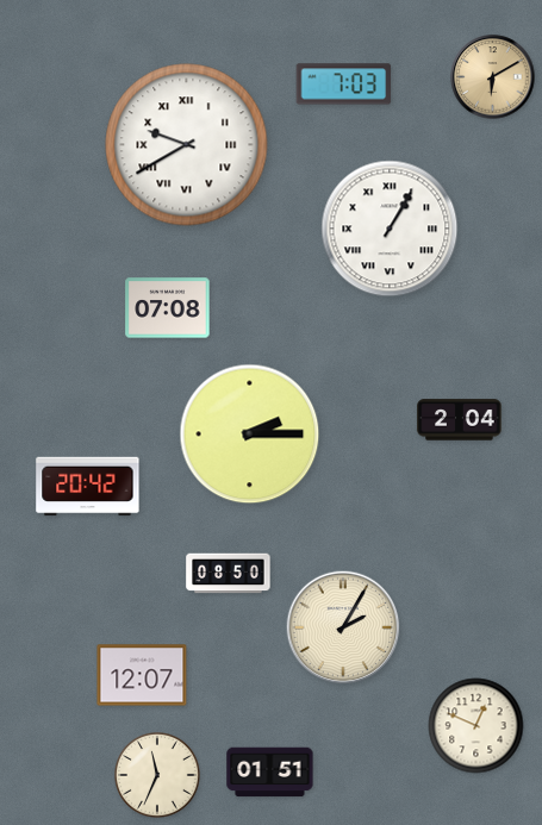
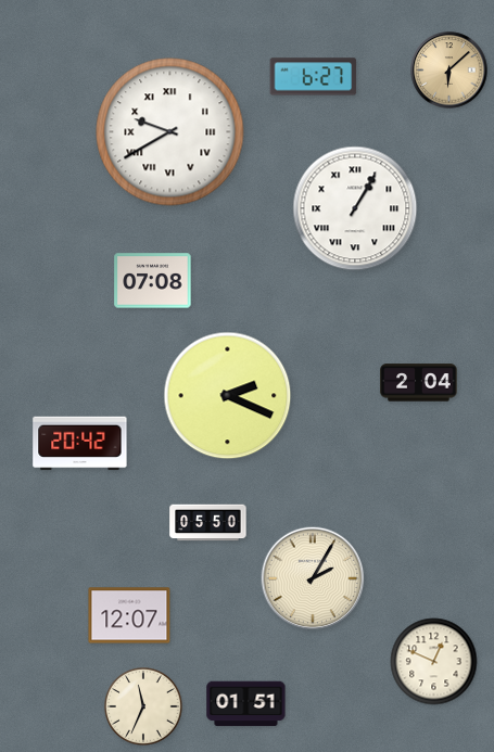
clock at (493, 77): 6:10 -> 6:08
clock at (344, 85): 7:03 -> 6:27
clock at (250, 435): 2:15 -> 2:19
clock at (229, 574): 08:50 -> 05:50
clock at (343, 627) position: (343, 627) -> (313, 578)
